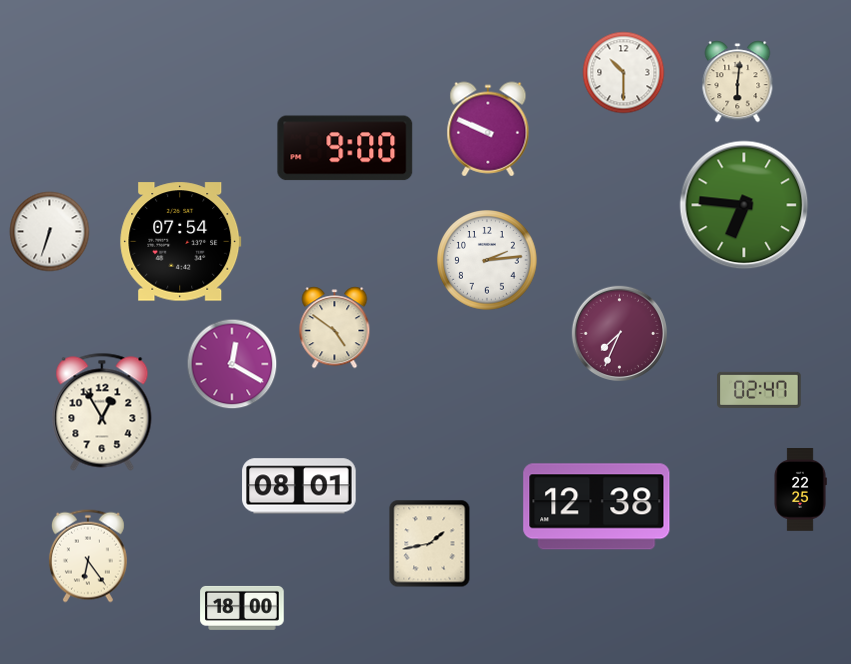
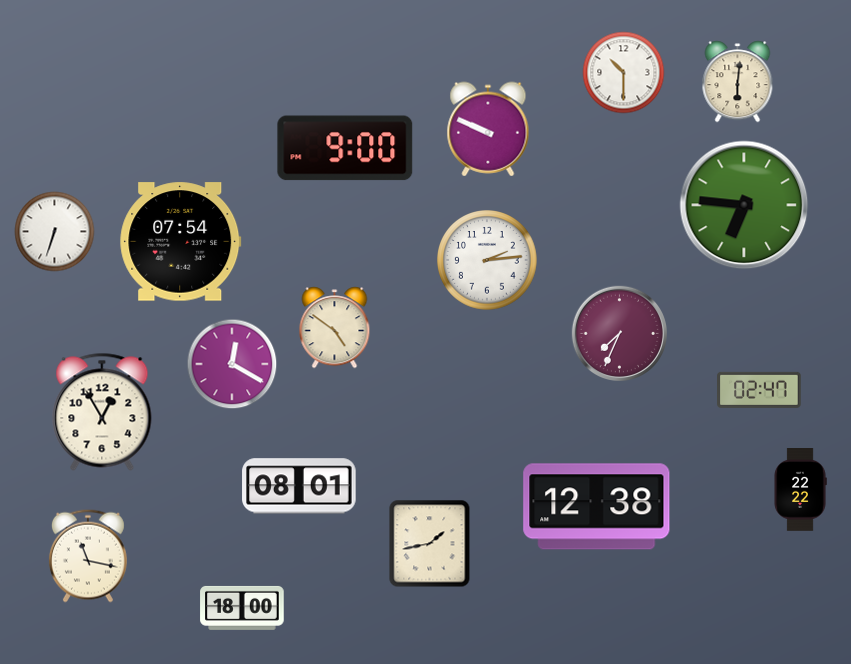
clock at (50, 232) position: (50, 232) -> (55, 232)
clock at (800, 490): 22:25 -> 22:22
clock at (88, 556): 6:24 -> 11:17
